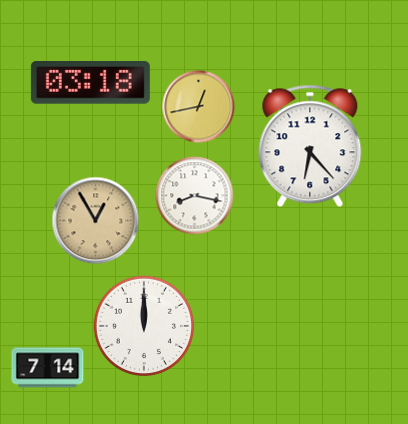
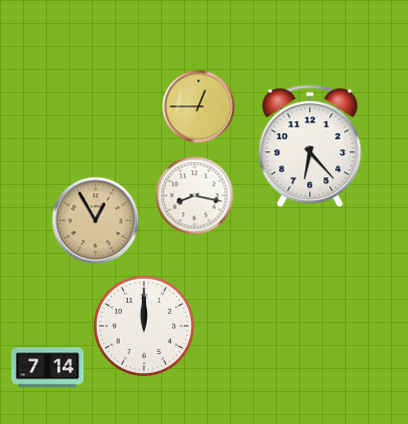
clock at (90, 83): 03:18 -> none
clock at (199, 107): 12:43 -> 12:45
